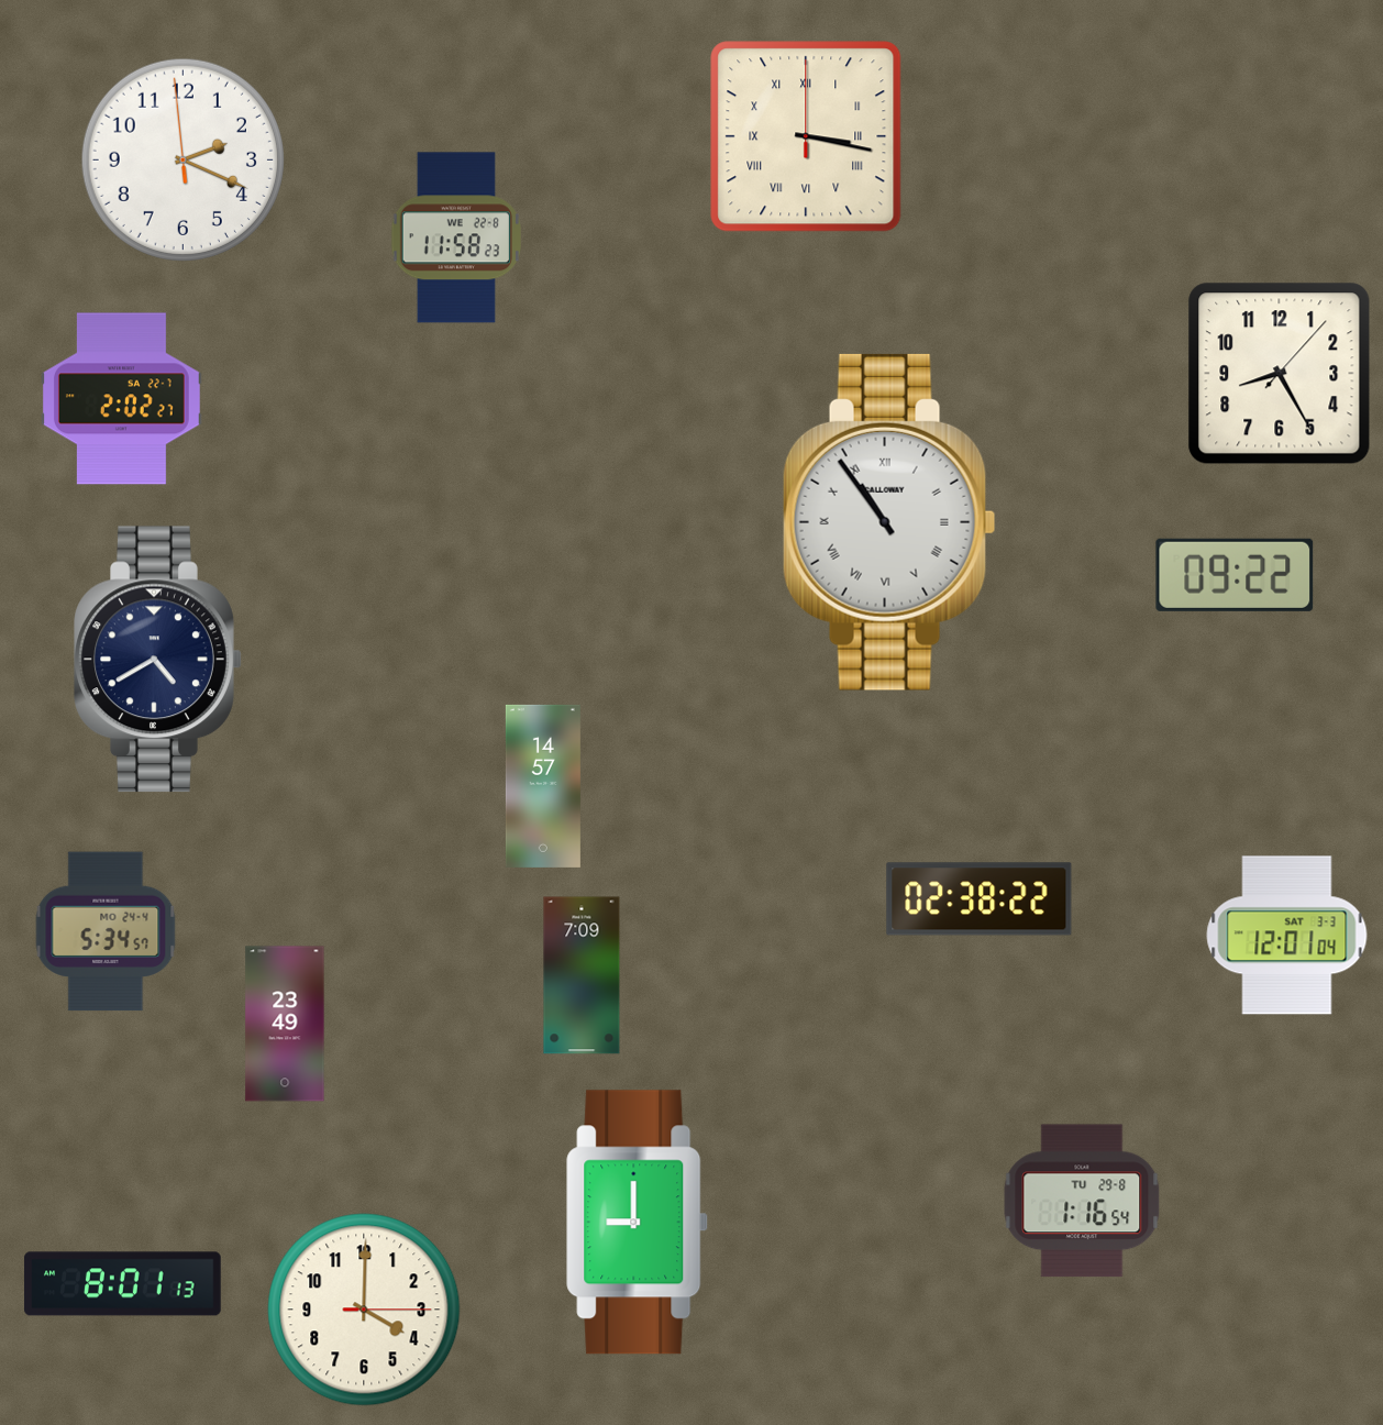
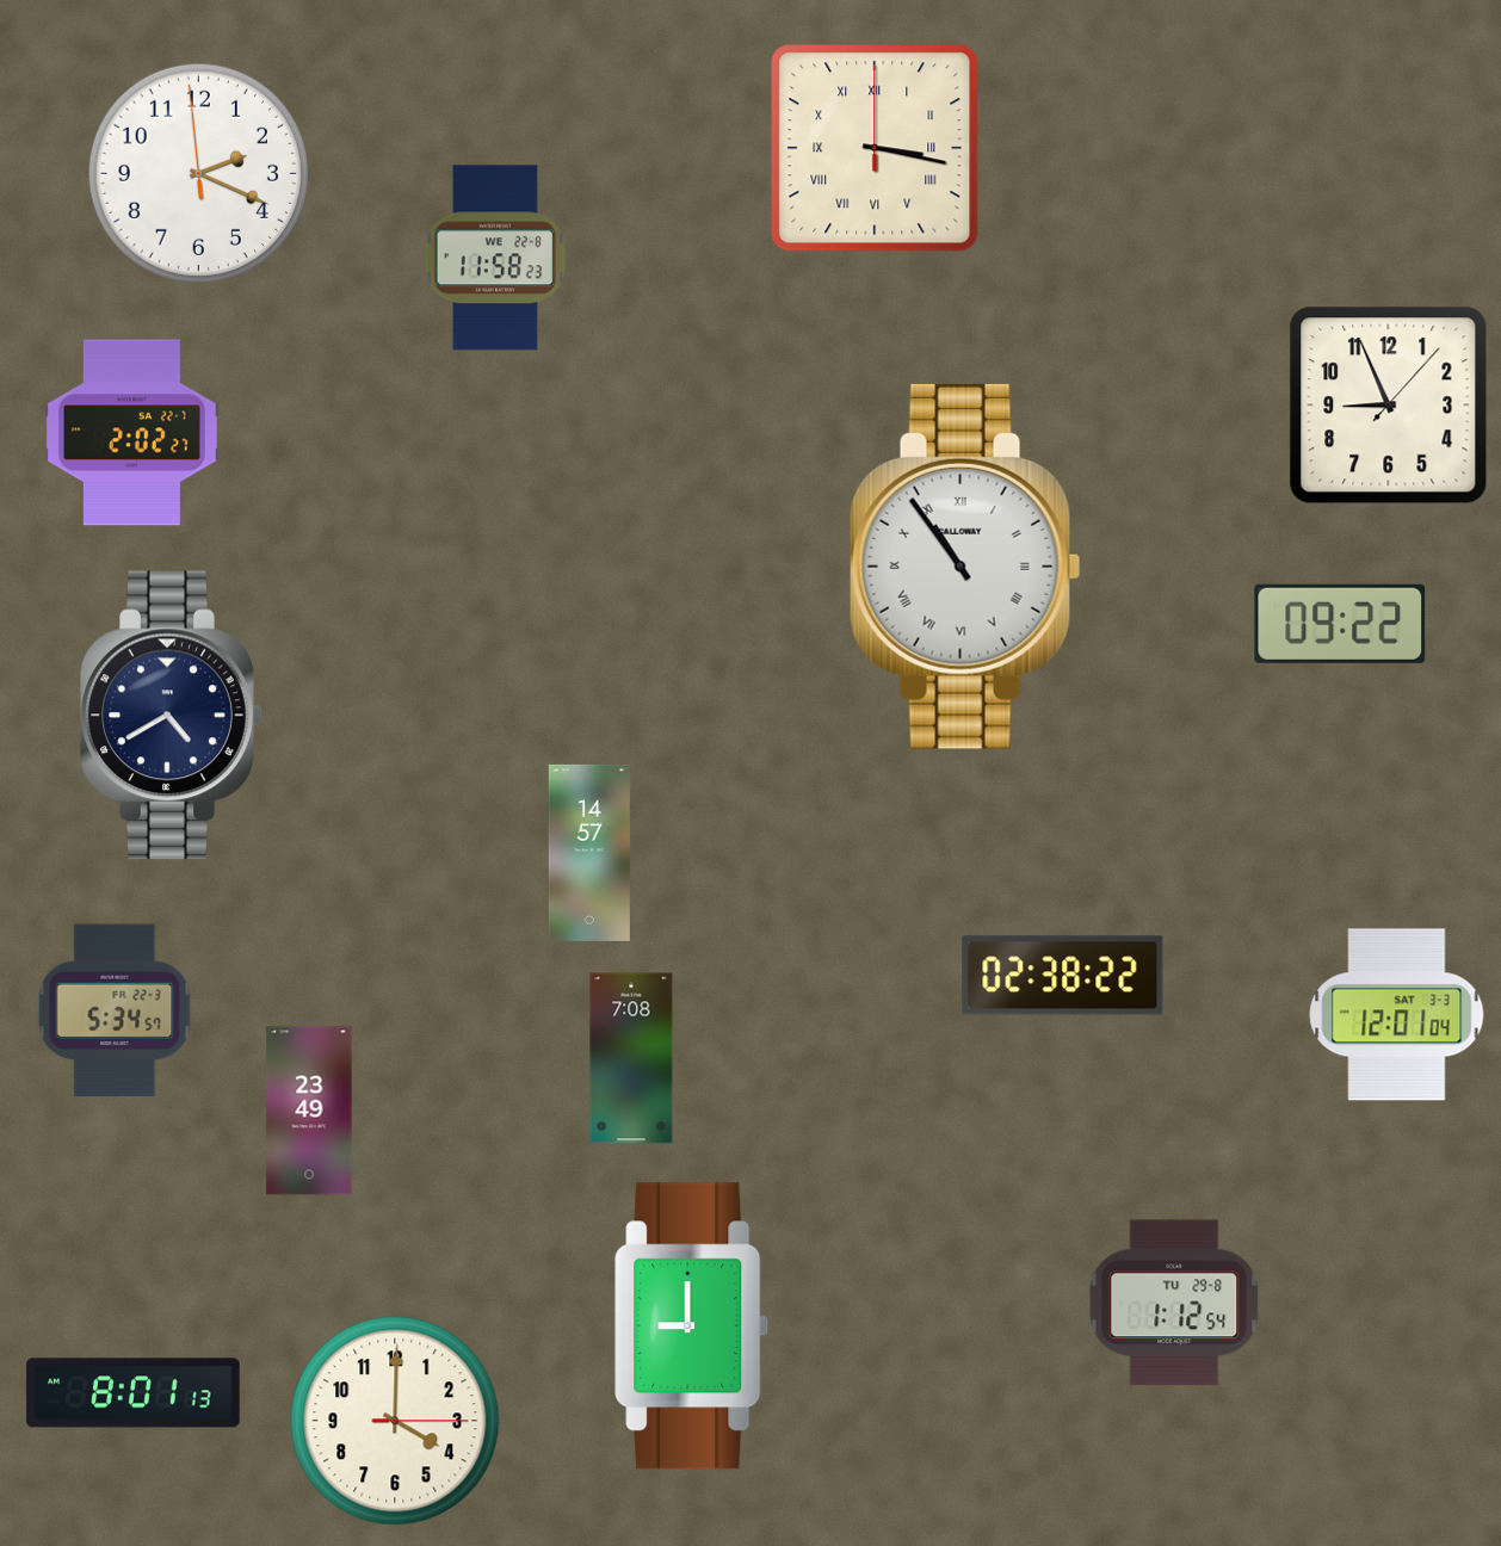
clock at (1280, 374): 8:25 -> 8:56
clock at (106, 931) date: MO 24-4 -> FR 22-3
clock at (582, 975): 7:09 -> 7:08
clock at (1082, 1201): 1:16 -> 1:12
